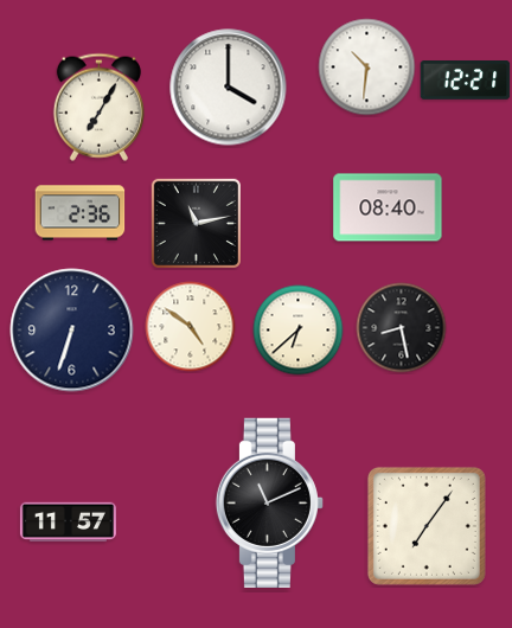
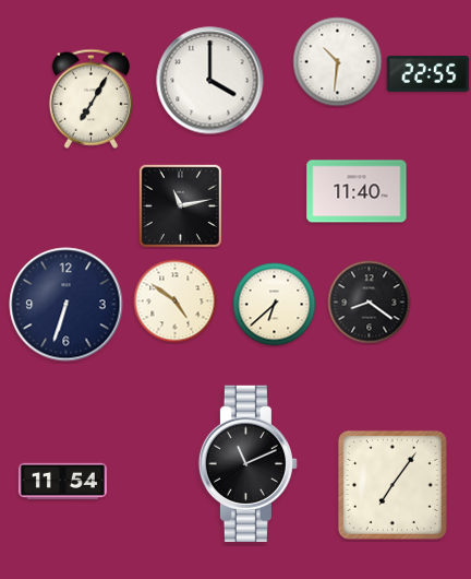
clock at (466, 81): 12:21 -> 22:55
clock at (388, 207): 08:40 -> 11:40
clock at (81, 213): 2:36 -> none
clock at (402, 328): 8:28 -> 8:21
clock at (68, 523): 11:57 -> 11:54
